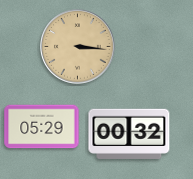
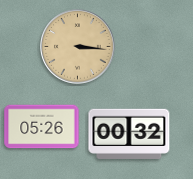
clock at (42, 127): 05:29 -> 05:26
